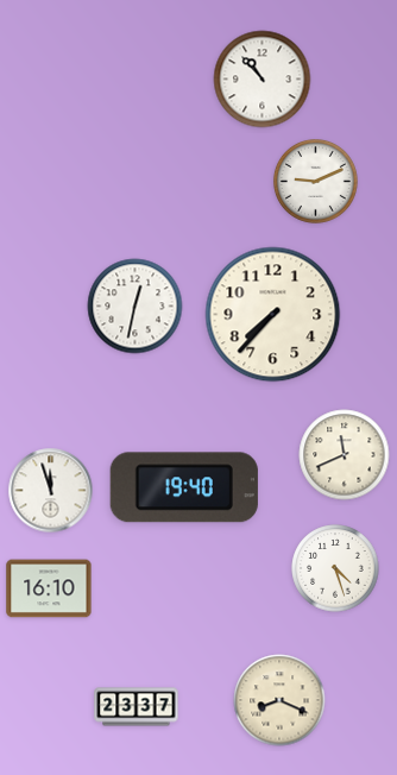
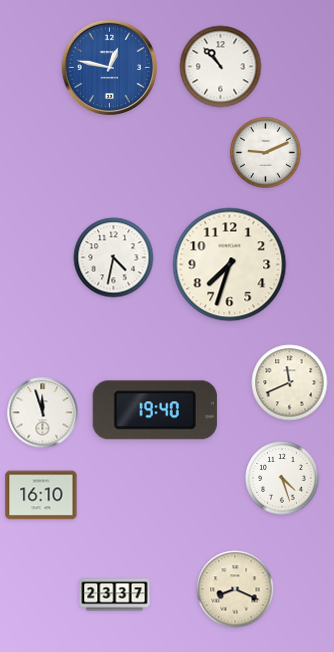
clock at (109, 67): none -> 12:47
clock at (136, 307): 12:32 -> 4:32
clock at (273, 315): 7:37 -> 7:33
